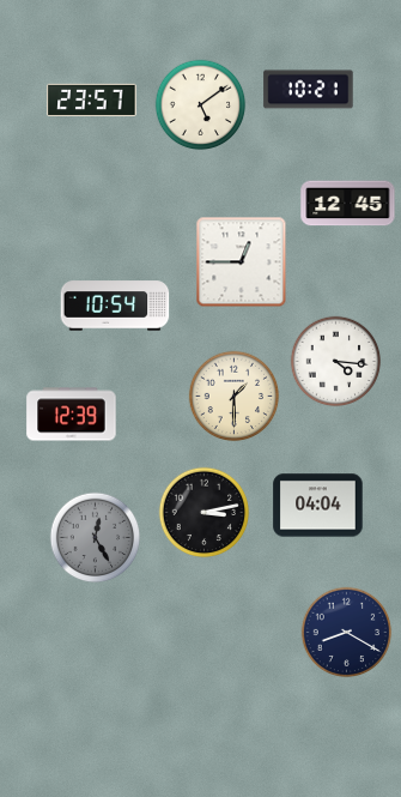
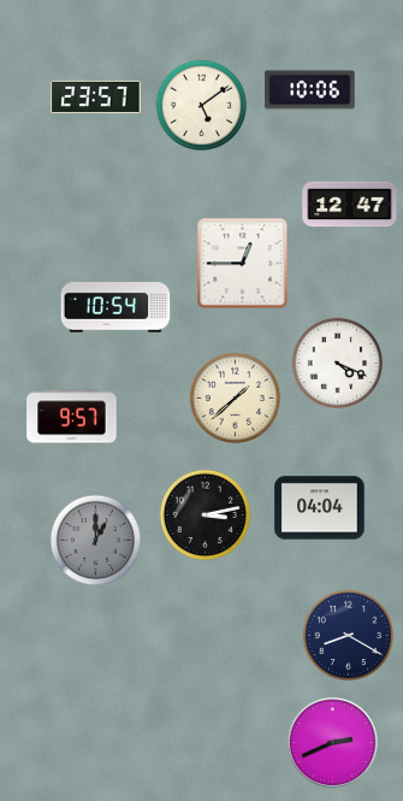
clock at (309, 90): 10:21 -> 10:06
clock at (92, 99) position: (92, 99) -> (96, 96)
clock at (348, 204): 12:45 -> 12:47
clock at (336, 362): 4:16 -> 4:19
clock at (235, 397): 1:30 -> 1:38
clock at (72, 415): 12:39 -> 9:57
clock at (96, 538): 12:25 -> 1:00
clock at (332, 742): none -> 2:41
